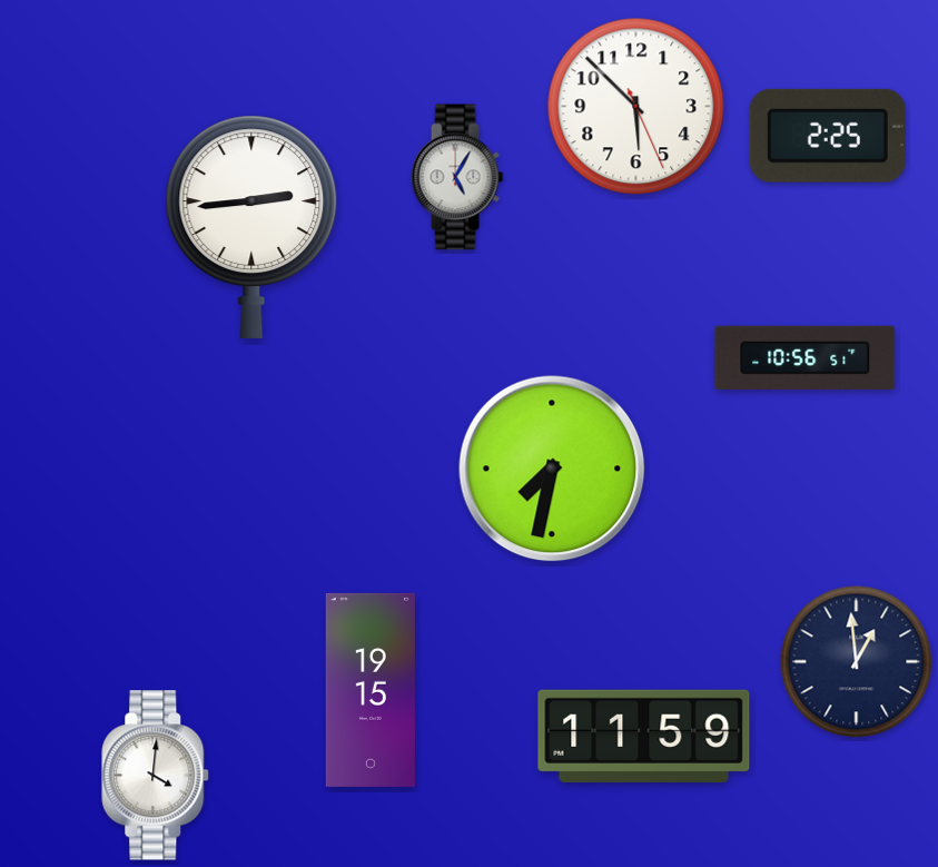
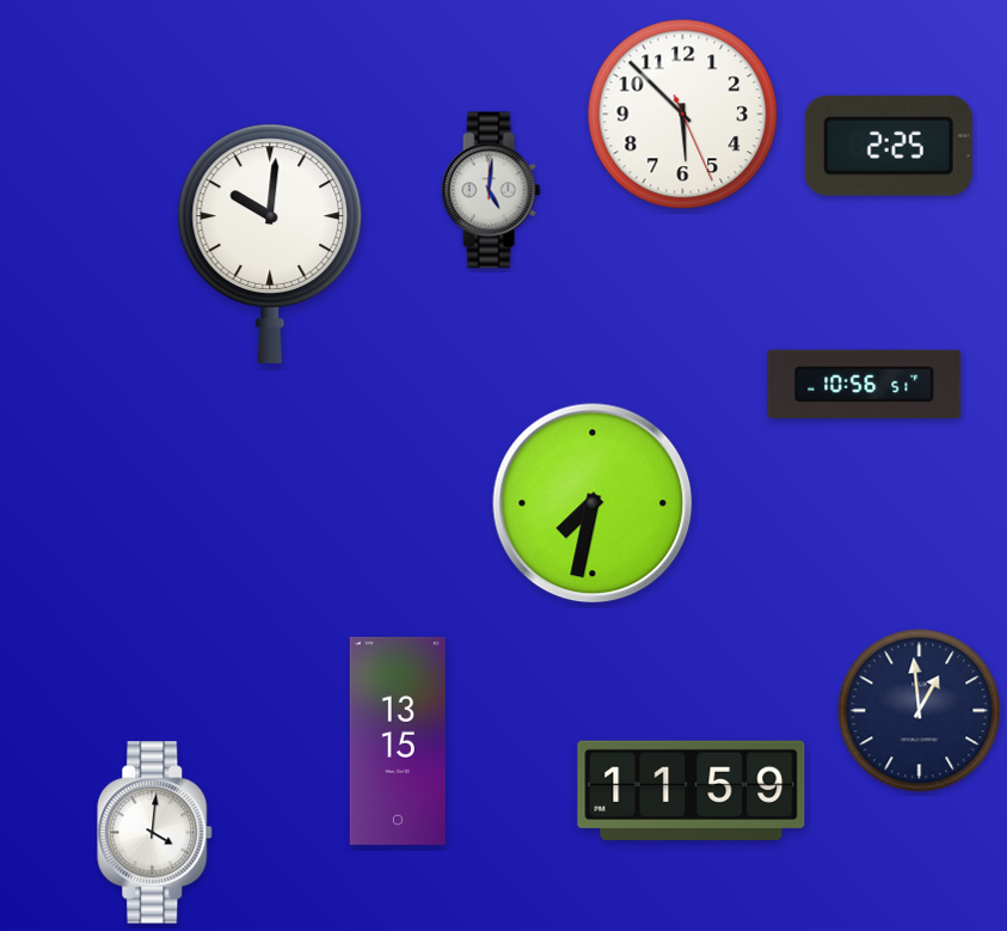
clock at (457, 177): 5:05 -> 5:01
clock at (251, 227): 2:44 -> 10:01
clock at (371, 690): 19:15 -> 13:15
clock at (156, 776) position: (156, 776) -> (155, 833)
